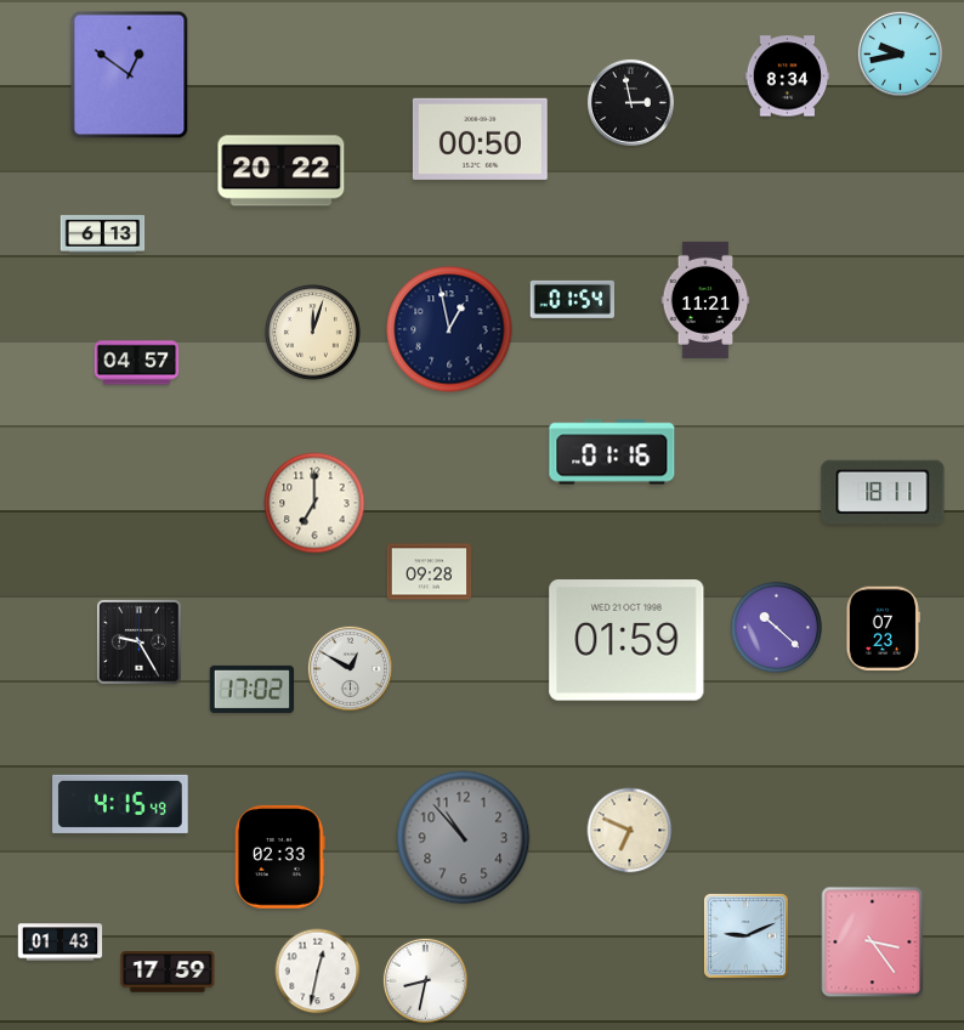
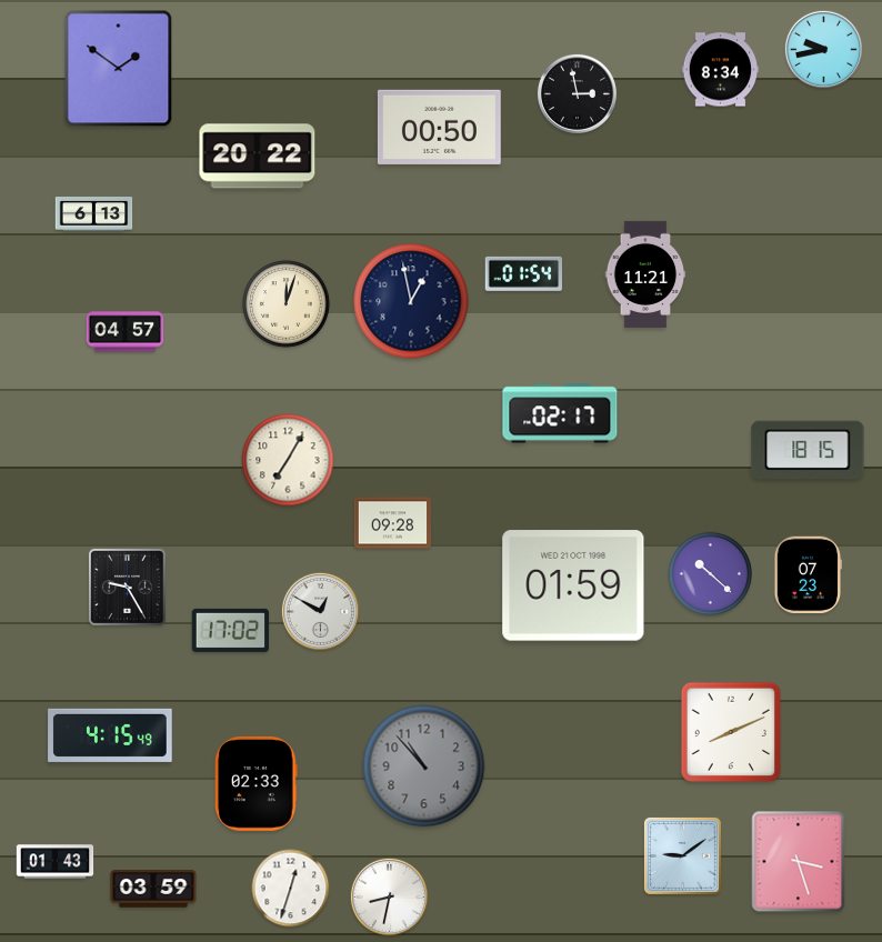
clock at (130, 75): 12:51 -> 1:51
clock at (612, 452): 01:16 -> 02:17
clock at (883, 491): 18:11 -> 18:15
clock at (314, 503): 7:00 -> 7:05
clock at (730, 731): none -> 8:11
clock at (630, 831): 6:49 -> none
clock at (745, 935): 9:11 -> 9:09
clock at (873, 943): 3:24 -> 3:27
clock at (168, 972): 17:59 -> 03:59
clock at (318, 972): 12:32 -> 12:33
